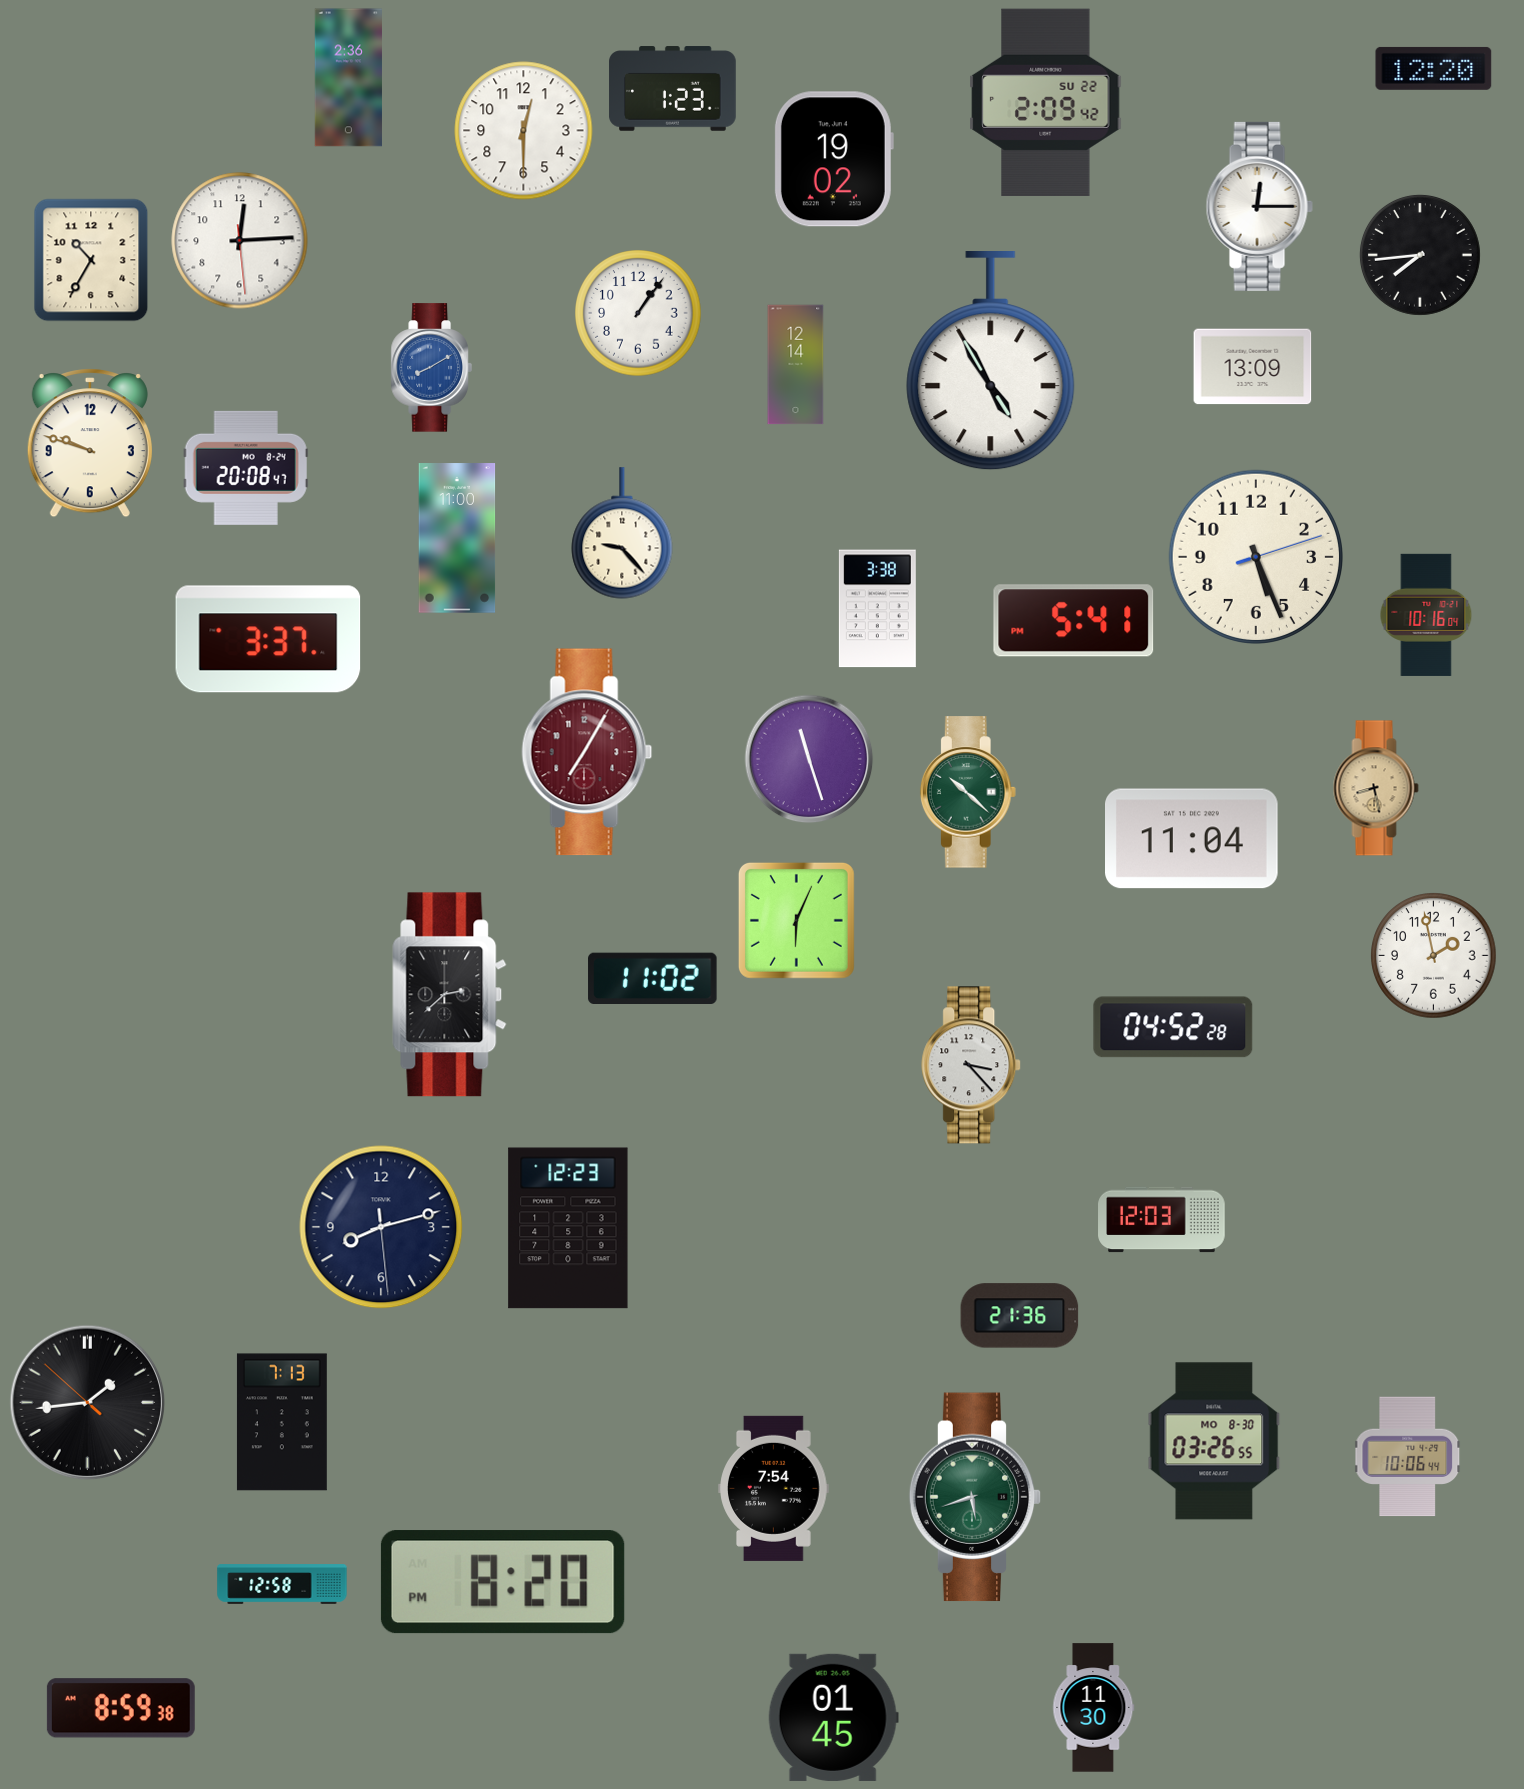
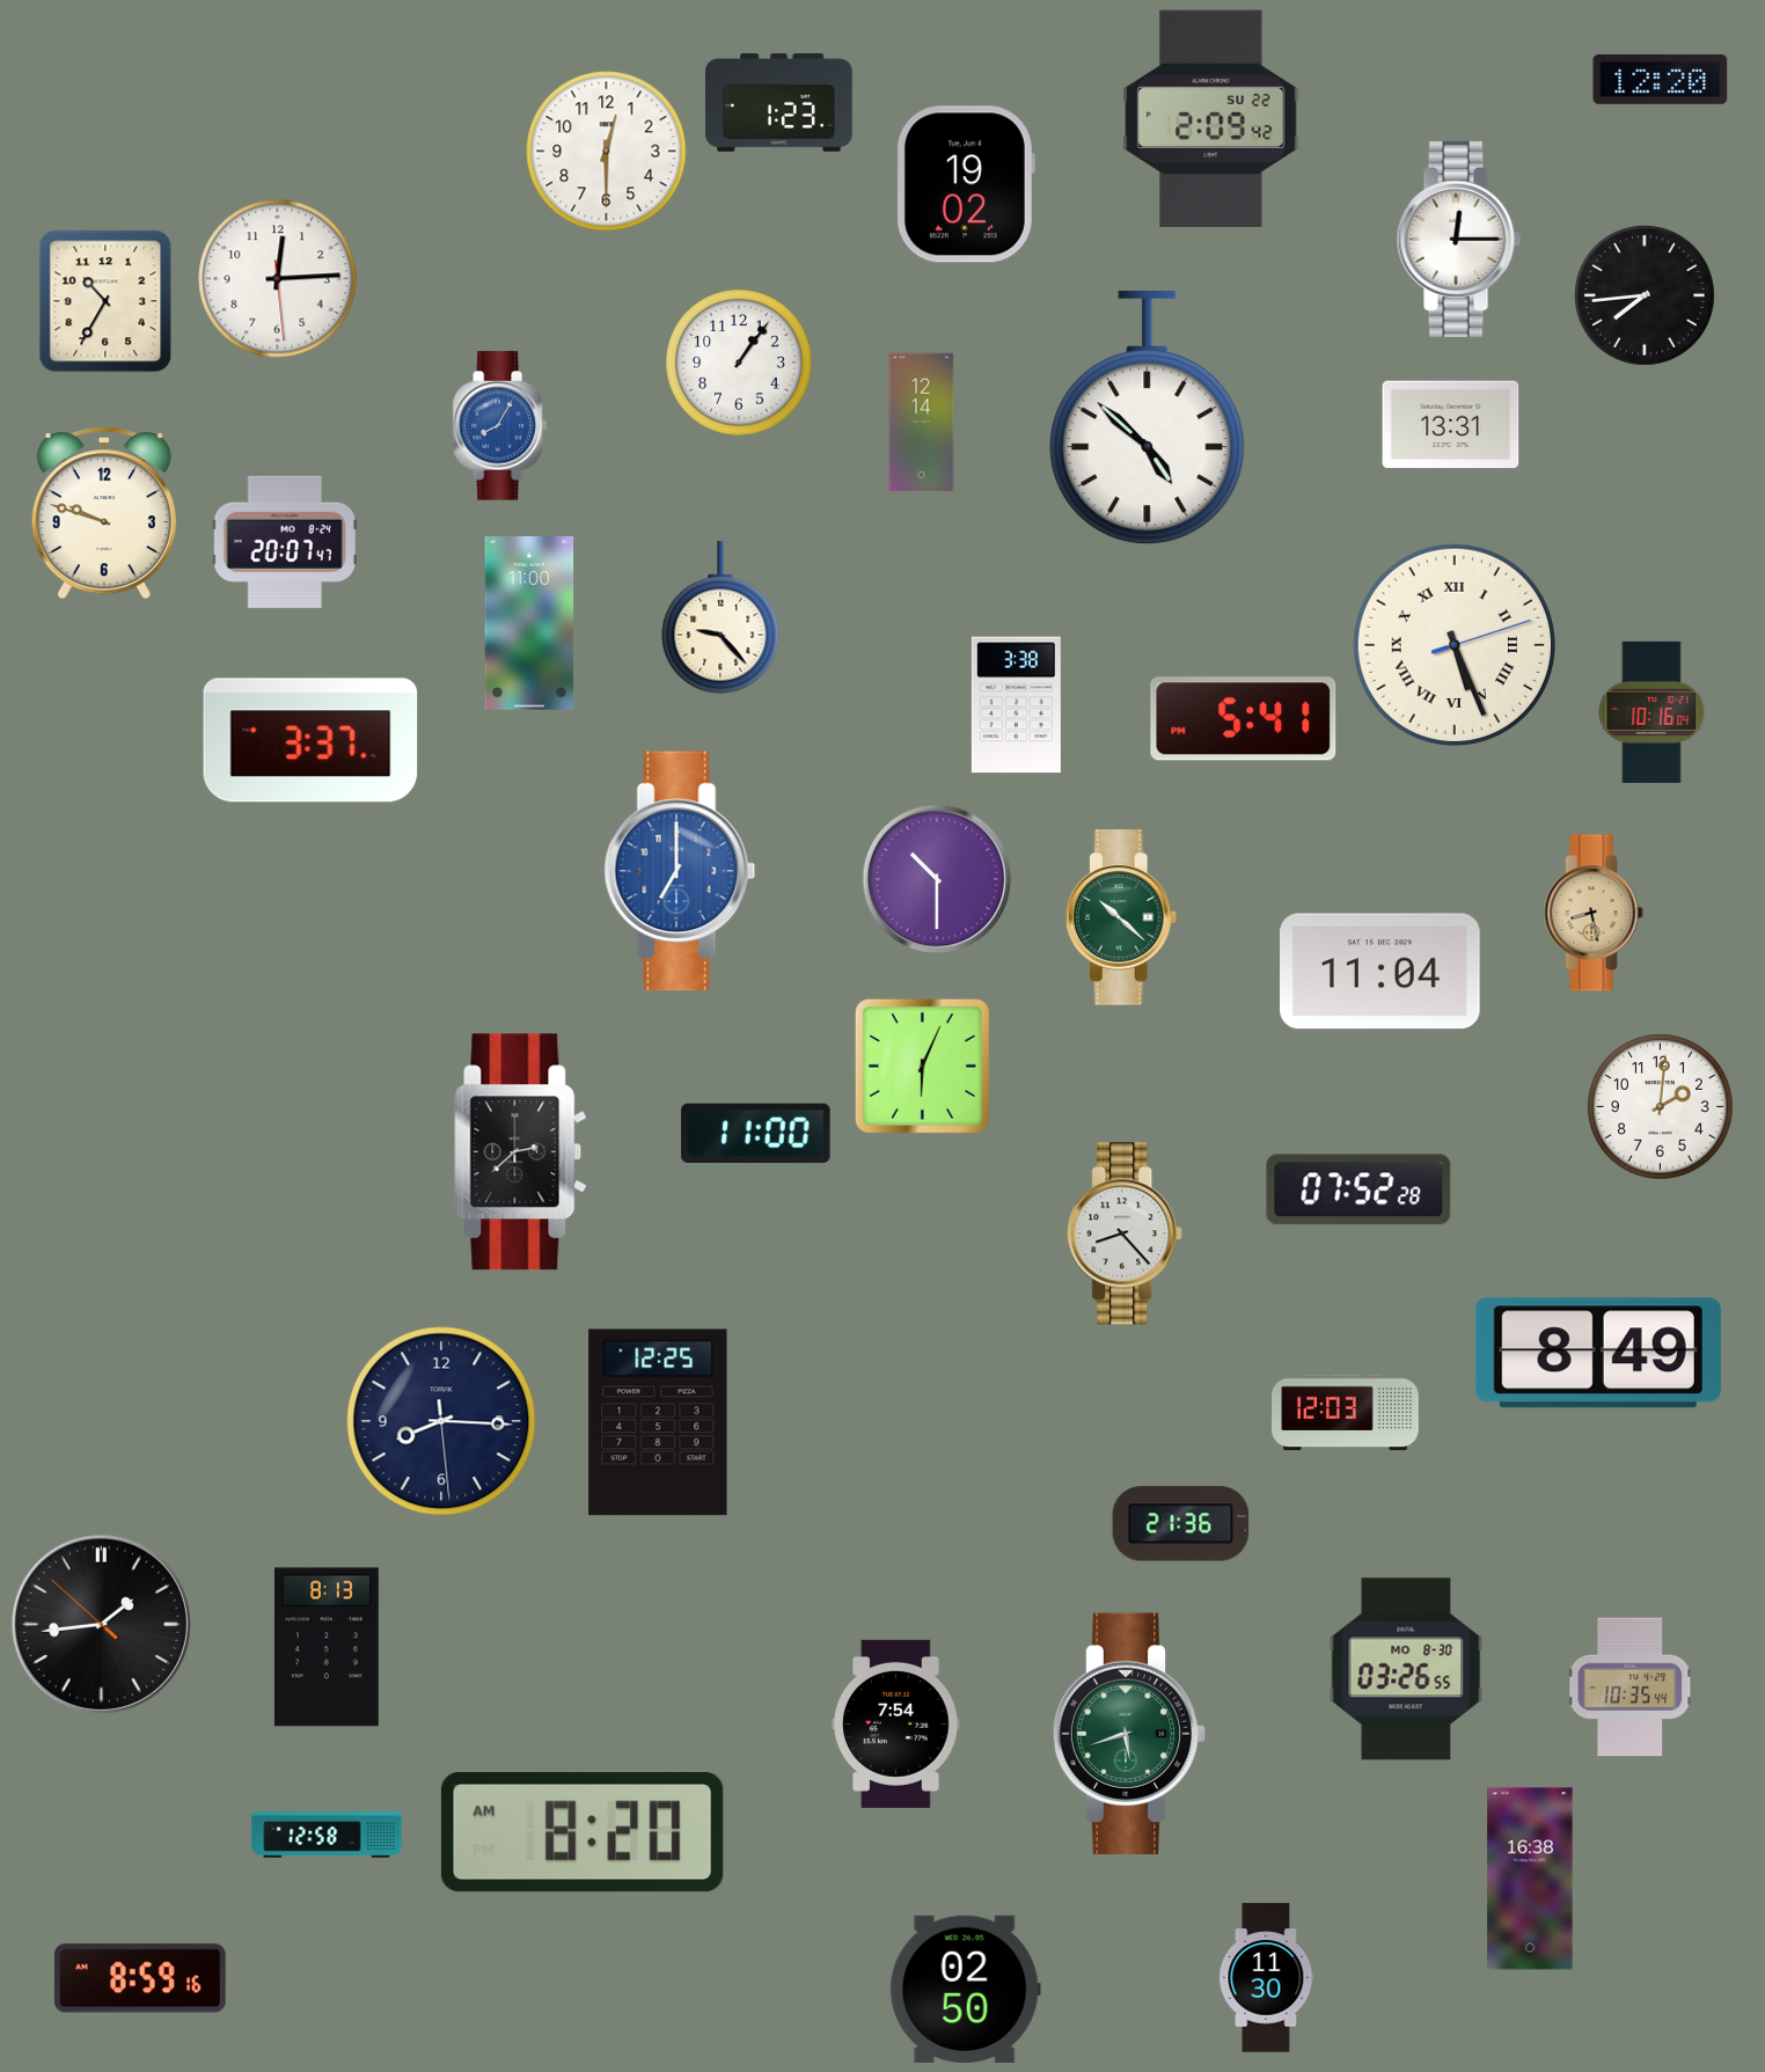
clock at (348, 78): 2:36 -> none
clock at (991, 362): 4:55 -> 4:52
clock at (1253, 367): 13:09 -> 13:31
clock at (431, 368): 8:10 -> 8:05
clock at (246, 468): 20:08 -> 20:07
clock at (1255, 556) numerals: Arabic -> Roman
clock at (587, 752): 7:05 -> 7:00
clock at (587, 752) dial: burgundy -> blue
clock at (809, 759): 11:27 -> 10:30
clock at (1434, 956): 1:58 -> 2:01
clock at (653, 978): 11:02 -> 11:00
clock at (1173, 1027): 04:52 -> 07:52
clock at (972, 1065): 3:23 -> 8:23
clock at (1598, 1353): none -> 8:49
clock at (381, 1227): 8:12 -> 8:15
clock at (568, 1228): 12:23 -> 12:25
clock at (282, 1422): 7:13 -> 8:13
clock at (1408, 1457): 10:06 -> 10:35
clock at (503, 1582): 8:20 PM -> 8:20 AM
clock at (1530, 1879): none -> 16:38
clock at (121, 1708): 8:59:38 -> 8:59:16
clock at (833, 1717): 01:45 -> 02:50
